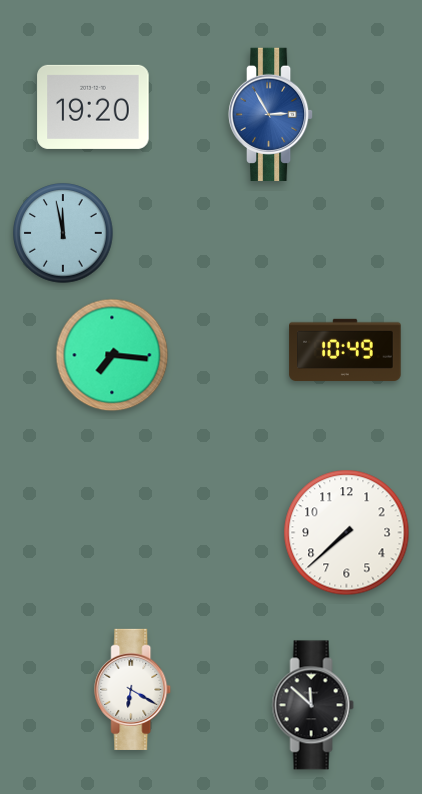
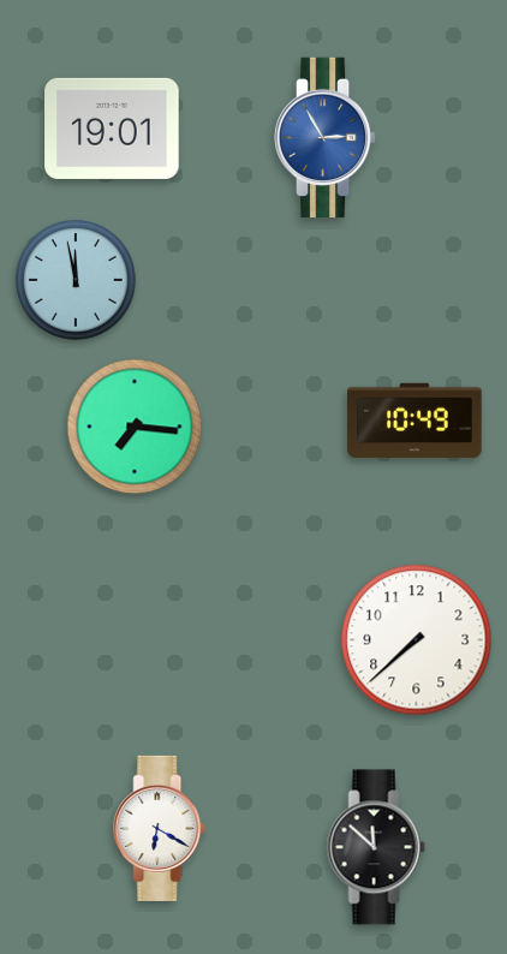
clock at (93, 107): 19:20 -> 19:01
